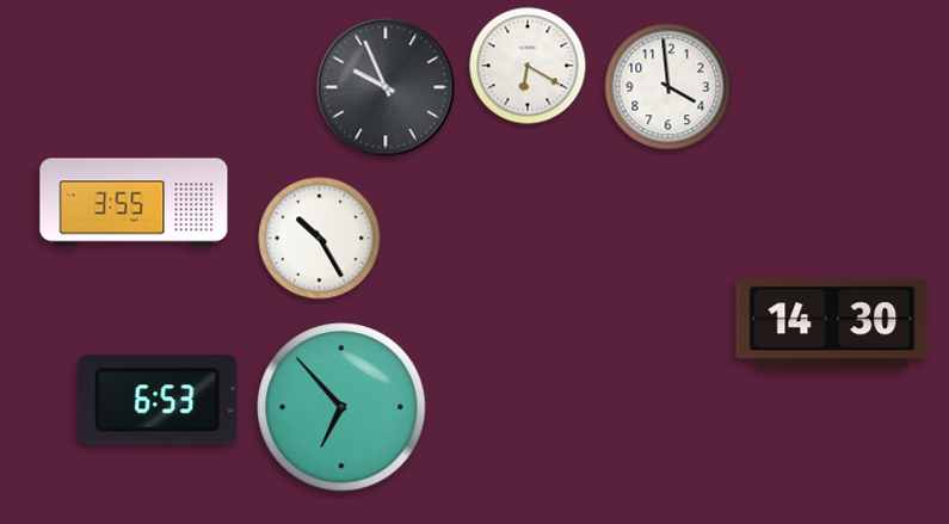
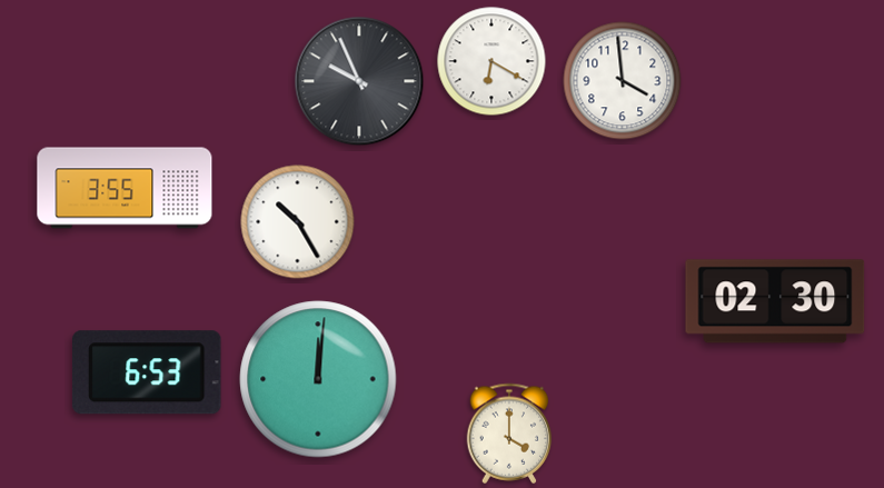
clock at (832, 323): 14:30 -> 02:30
clock at (341, 407): 6:53 -> 12:01
clock at (509, 434): none -> 4:00
